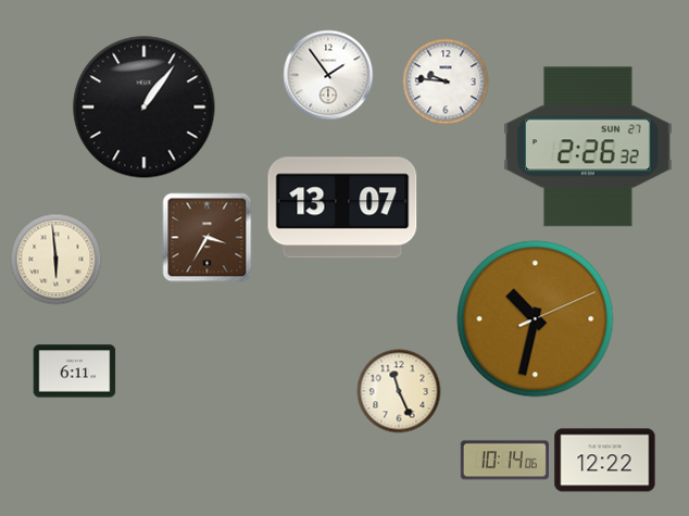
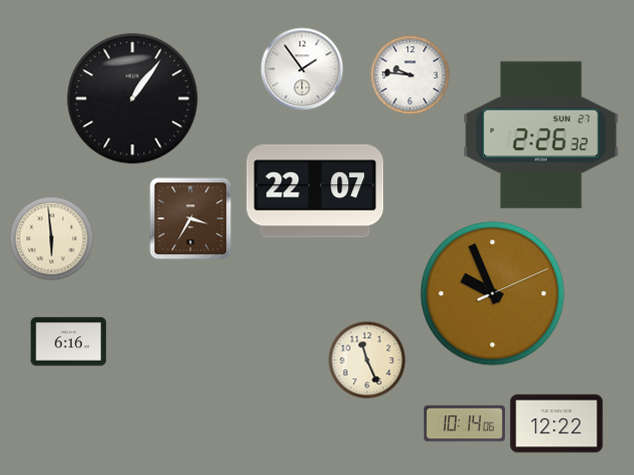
clock at (342, 207): 13:07 -> 22:07
clock at (536, 319): 10:32 -> 9:56
clock at (75, 372): 6:11 -> 6:16
